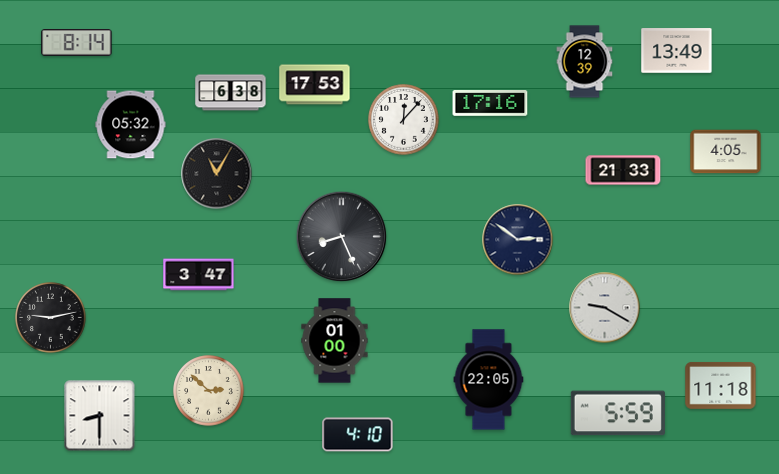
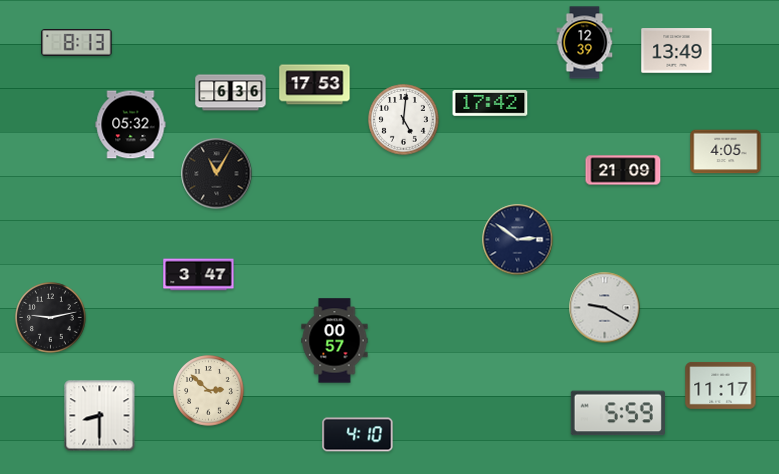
clock at (77, 43): 8:14 -> 8:13
clock at (585, 62) position: (585, 62) -> (585, 43)
clock at (231, 93): 6:38 -> 6:36
clock at (490, 103): 17:16 -> 17:42
clock at (404, 120): 12:07 -> 5:01
clock at (623, 170): 21:33 -> 21:09
clock at (342, 237): 8:26 -> none
clock at (335, 341): 01:00 -> 00:57
clock at (489, 380): 22:05 -> none
clock at (721, 385): 11:18 -> 11:17
